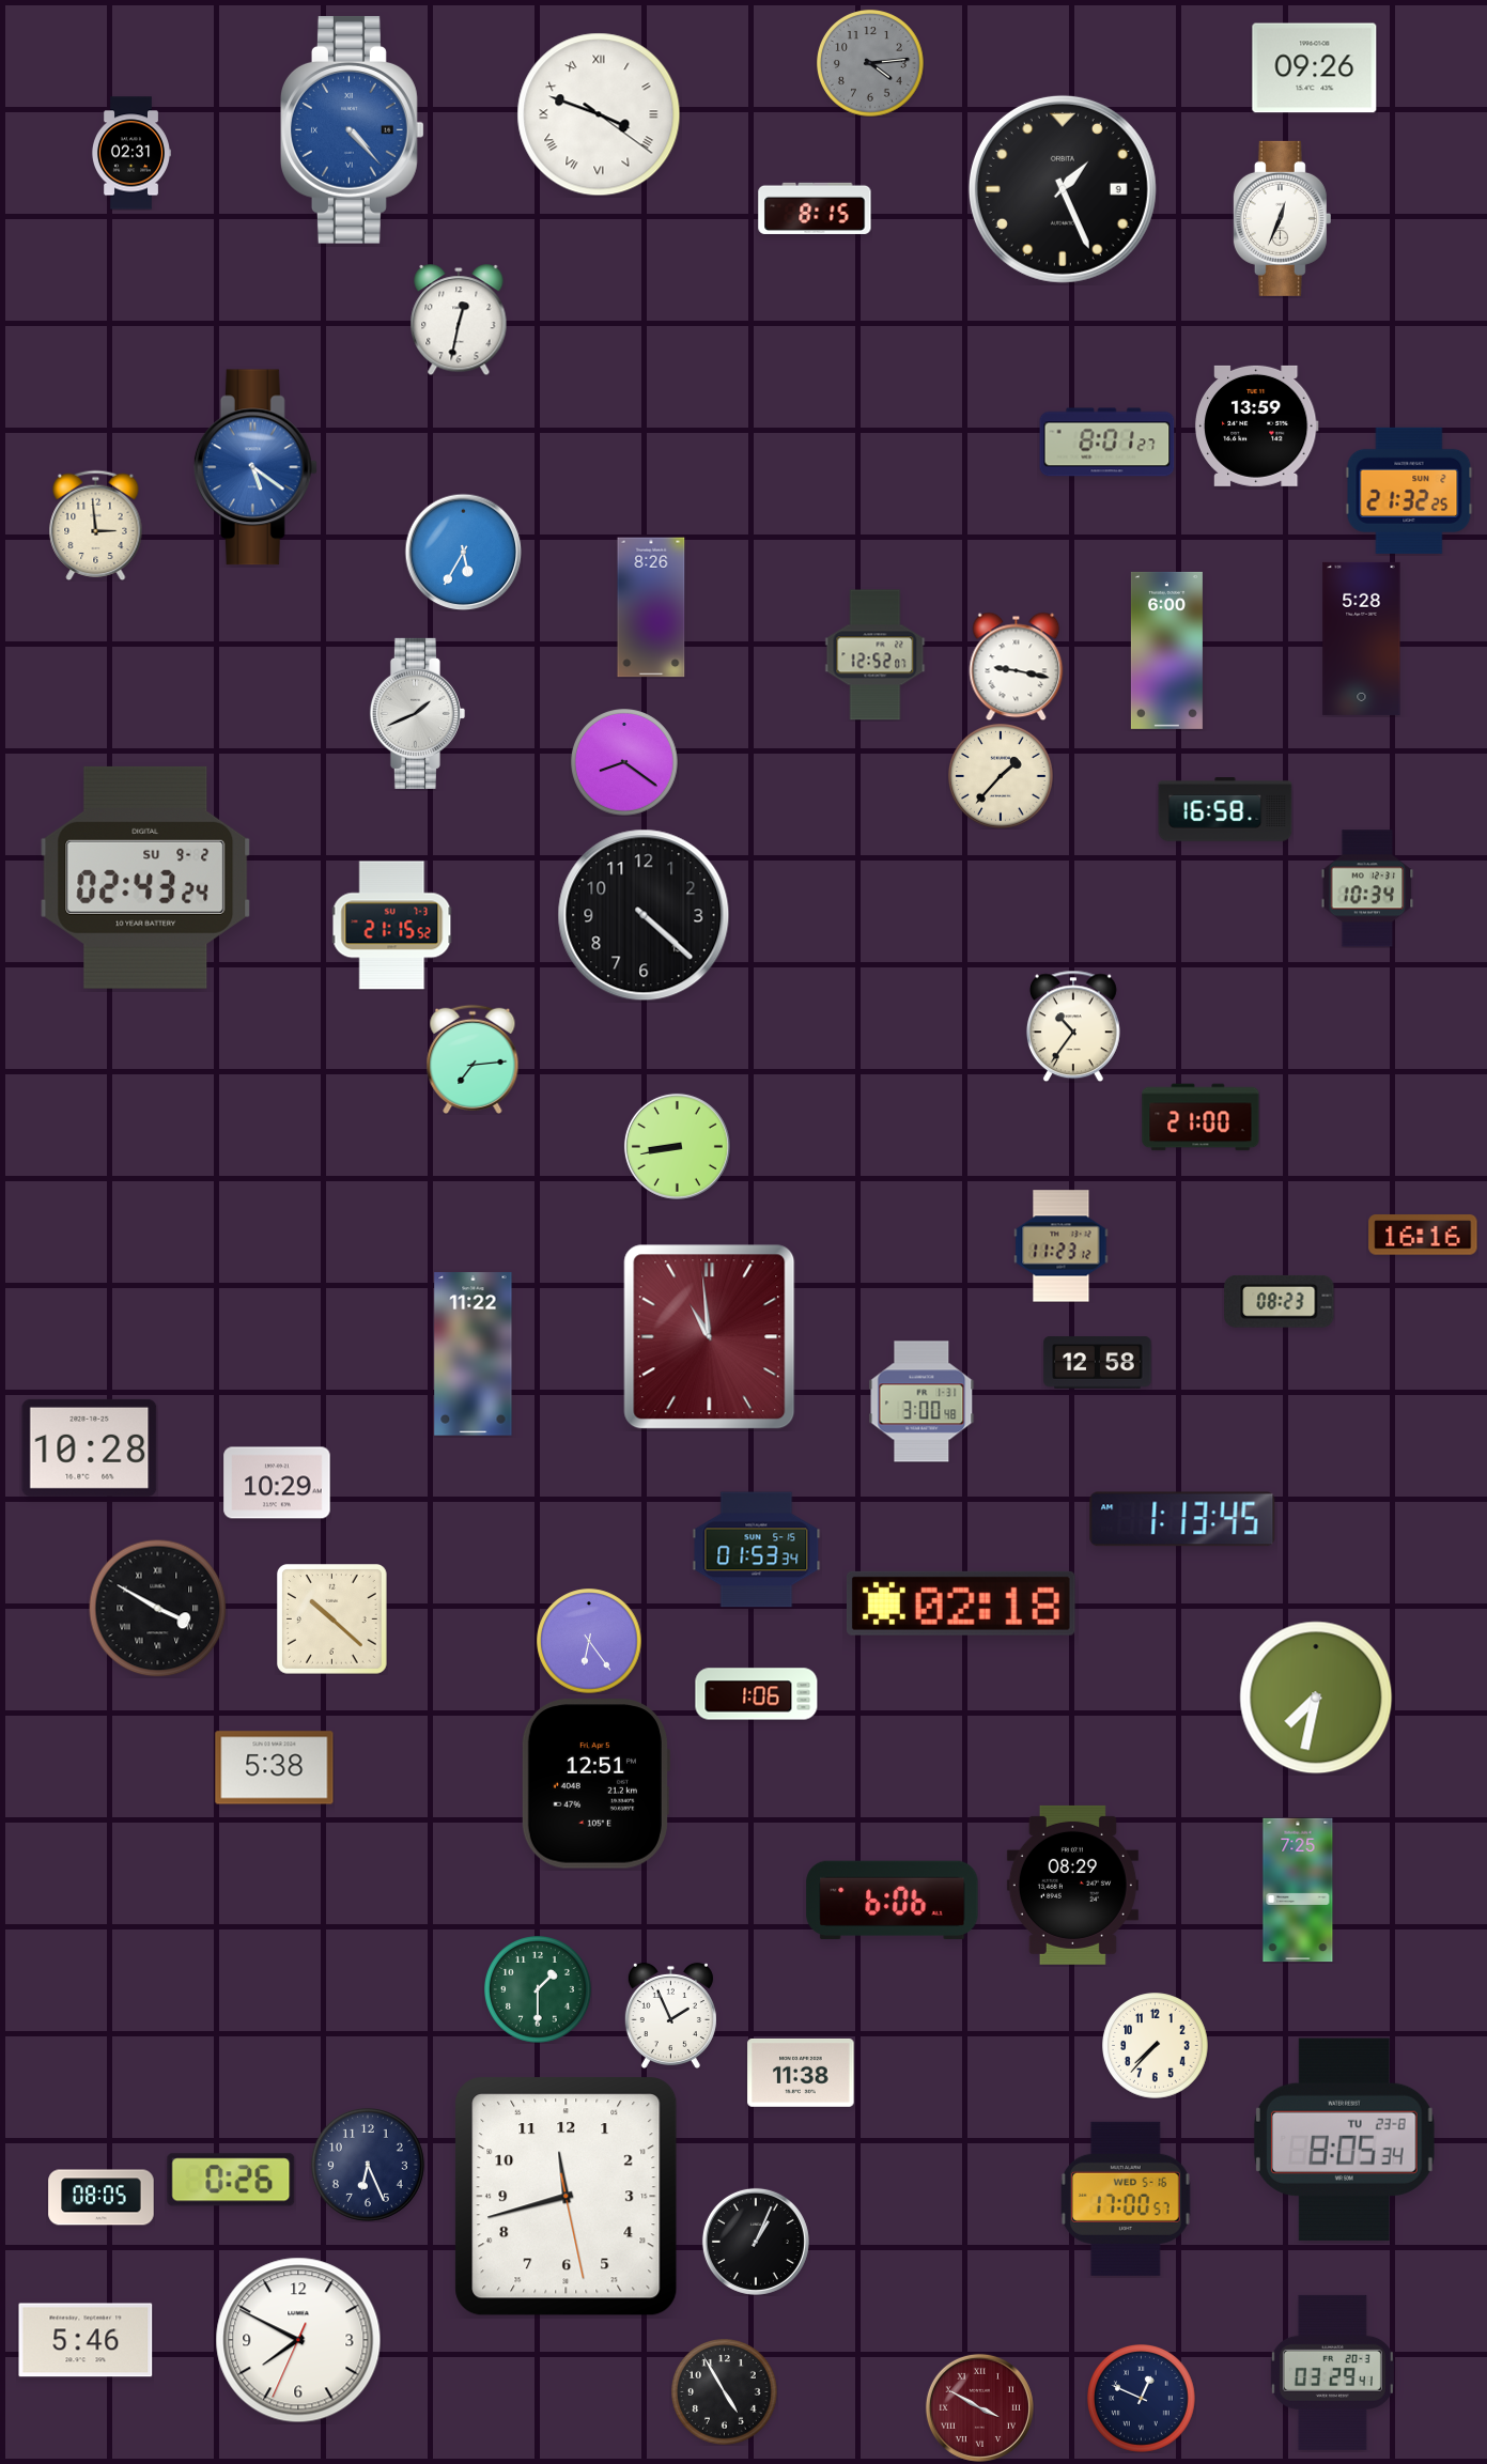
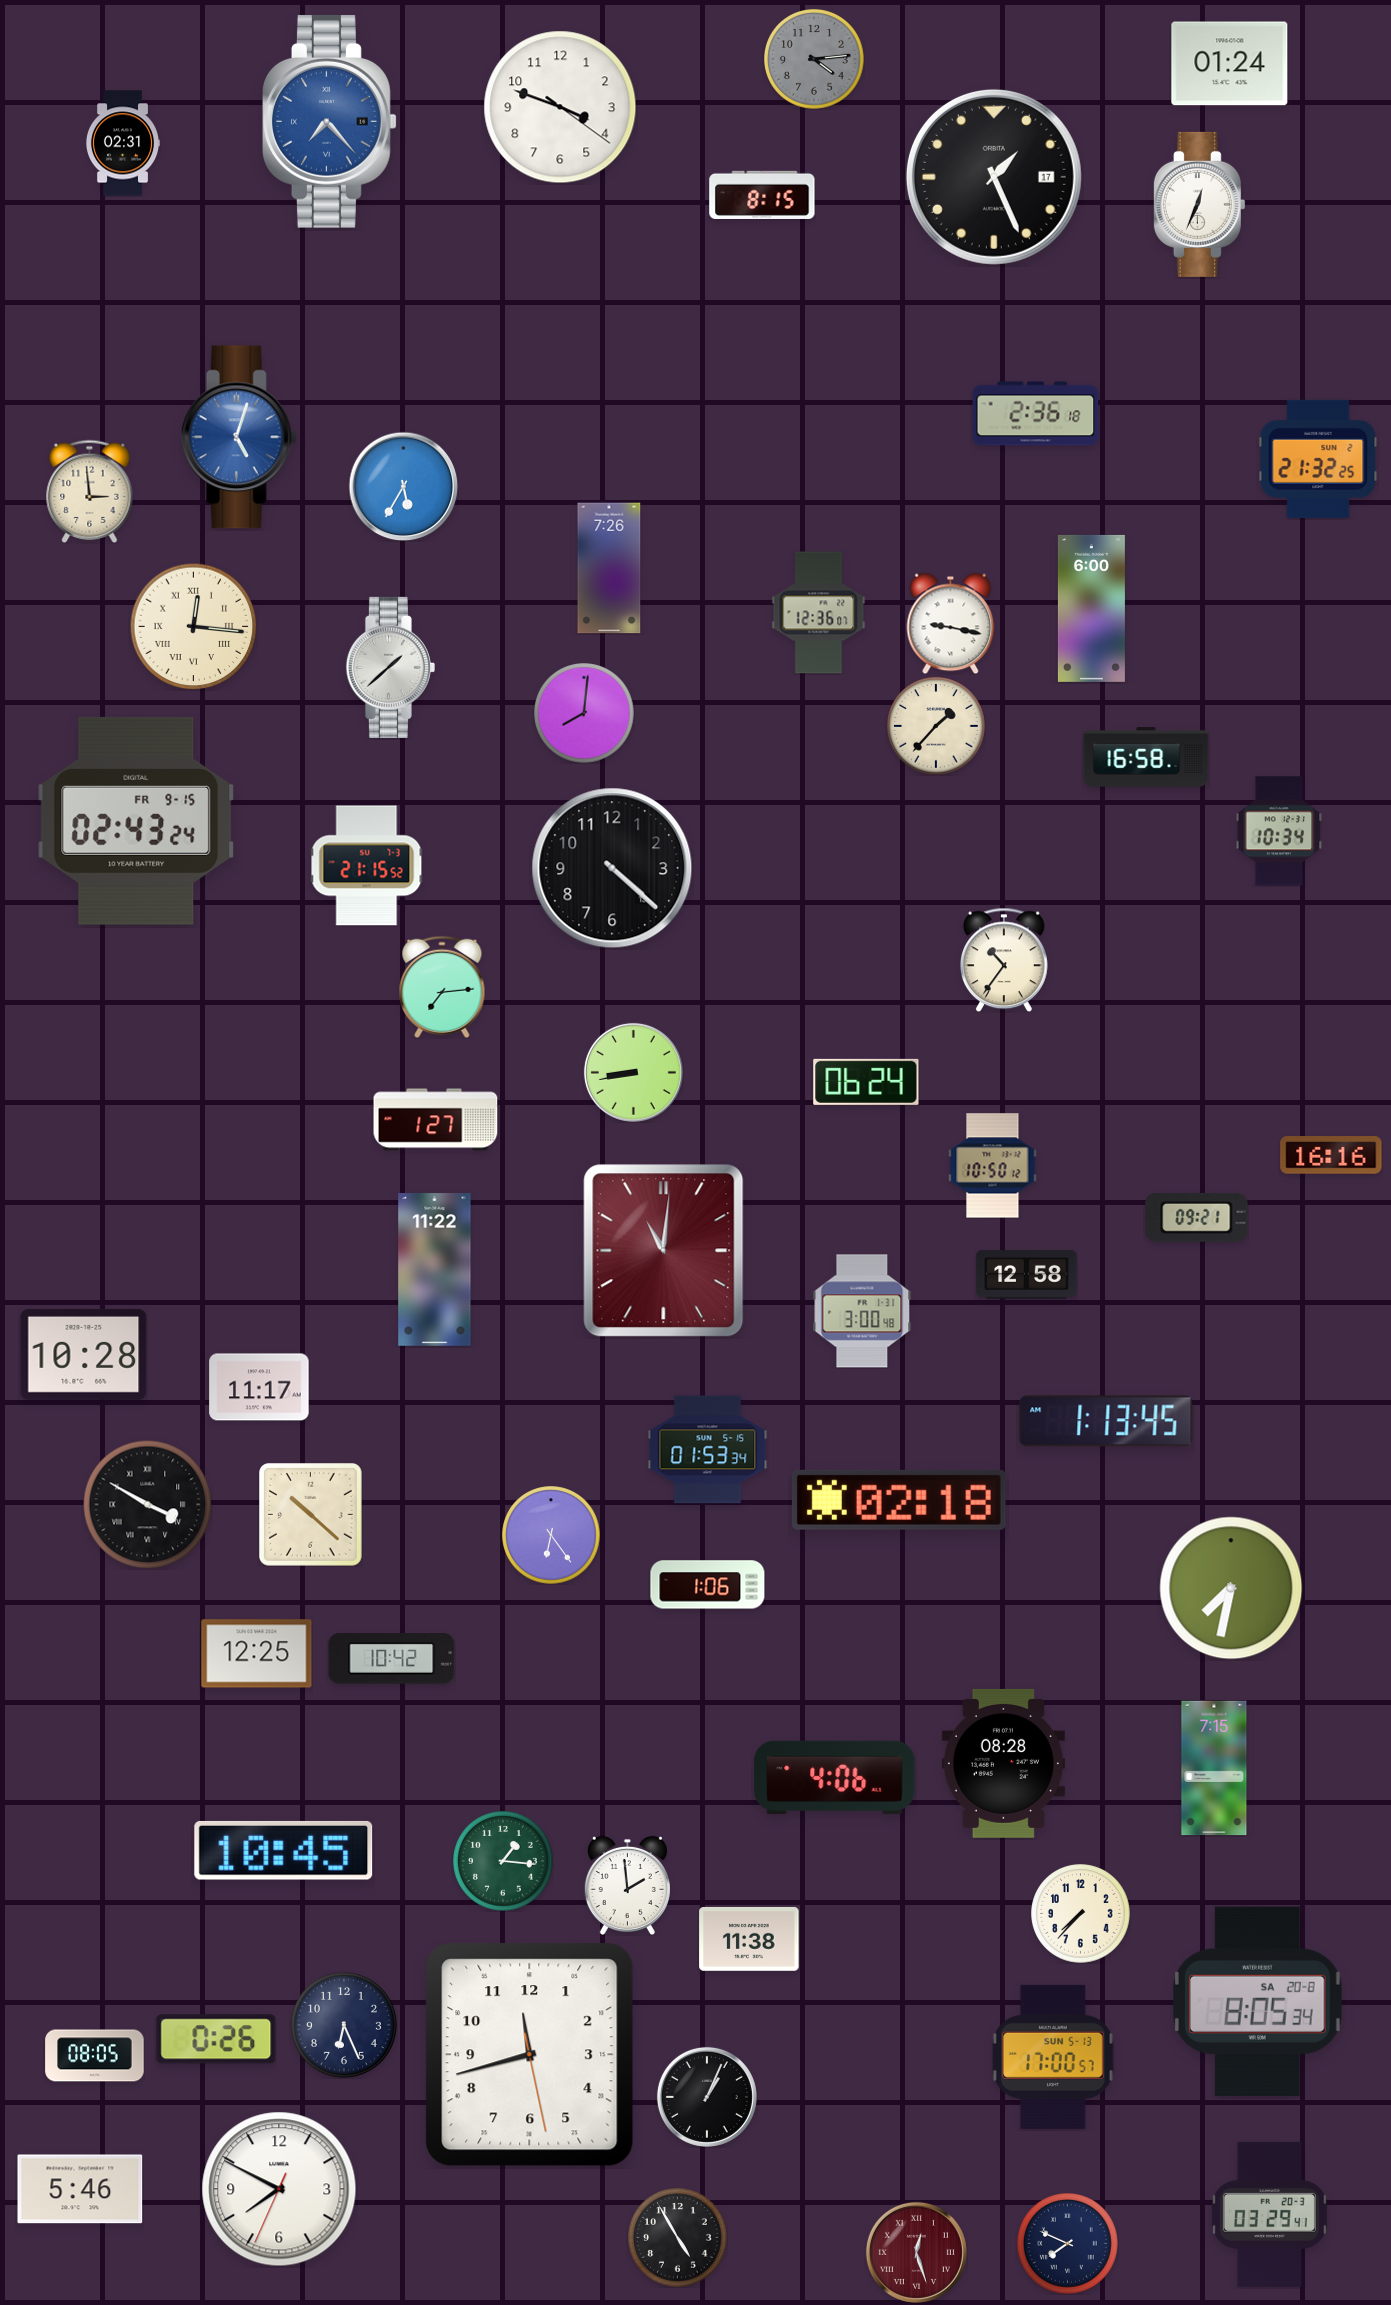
clock at (1315, 68): 09:26 -> 01:24
clock at (599, 114) numerals: Roman -> Arabic
clock at (353, 129): 4:23 -> 7:23
clock at (1063, 189) date: 9 -> 17
clock at (459, 320): 12:32 -> none
clock at (1256, 425): 13:59 -> none
clock at (1107, 443): 8:01 -> 2:36
clock at (255, 467): 5:21 -> 5:03
clock at (463, 552) position: (463, 552) -> (403, 486)
clock at (651, 607): 8:26 -> 7:26
clock at (1362, 638): 5:28 -> none
clock at (876, 655): 12:52 -> 12:36
clock at (193, 626): none -> 12:16
clock at (417, 713): 1:41 -> 1:38
clock at (625, 763): 8:21 -> 8:01
clock at (145, 878) date: SU 9-2 -> FR 9-15
clock at (644, 915) position: (644, 915) -> (612, 868)
clock at (473, 1059) position: (473, 1059) -> (442, 987)
clock at (1201, 1117): 21:00 -> none
clock at (866, 1082): none -> 06:24
clock at (436, 1120): none -> 1:27
clock at (1062, 1246): 11:23 -> 10:50
clock at (1280, 1301): 08:23 -> 09:21
clock at (710, 1337): 10:59 -> 11:01
clock at (474, 1354) position: (474, 1354) -> (435, 1270)
clock at (277, 1483): 10:29 -> 11:17
clock at (275, 1768): 5:38 -> 12:25
clock at (392, 1659): none -> 10:42
clock at (595, 1784): 12:51 -> none
clock at (1072, 1885): 08:29 -> 08:28
clock at (1298, 1890): 7:25 -> 7:15
clock at (893, 1901): 6:06 -> 4:06
clock at (284, 1850): none -> 10:45
clock at (539, 1990): 1:30 -> 1:16
clock at (670, 2015): 1:56 -> 1:59
clock at (1344, 2140) date: TU 23-8 -> SA 20-8
clock at (1127, 2199) date: WED 5-16 -> SUN 5-13
clock at (1332, 2372) position: (1332, 2372) -> (1269, 2214)
clock at (1142, 2399): 12:49 -> 7:49
clock at (979, 2407): 3:50 -> 12:27
